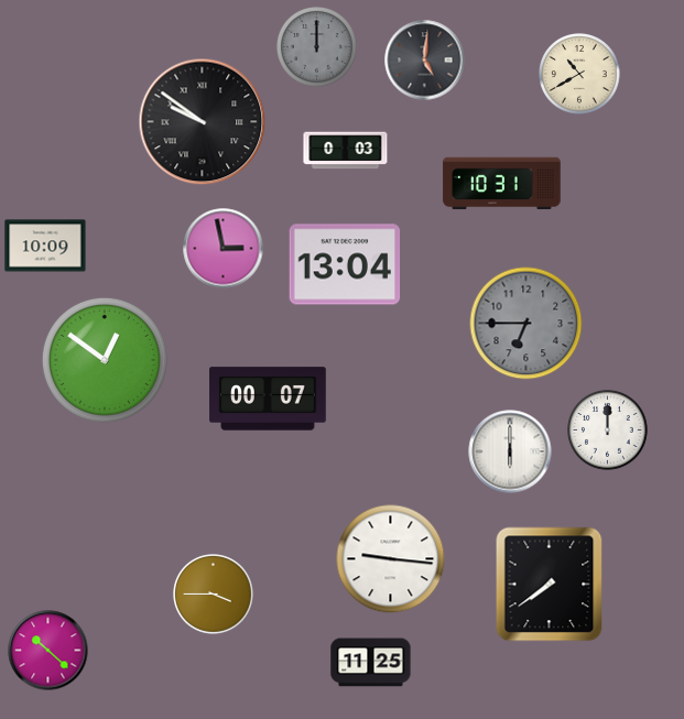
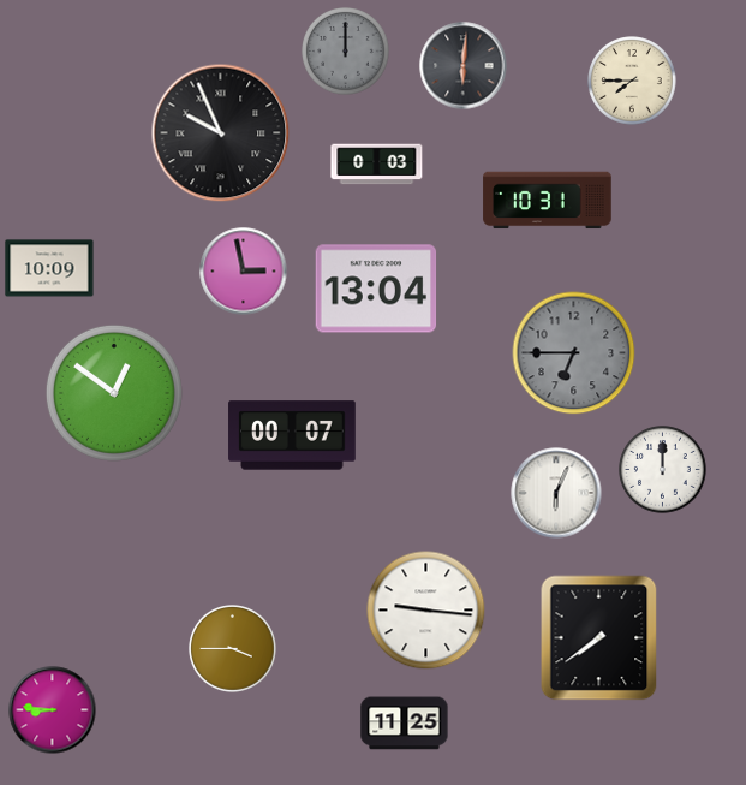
clock at (425, 61): 5:01 -> 6:01
clock at (579, 74): 10:40 -> 7:45
clock at (203, 122): 9:51 -> 9:56
clock at (510, 451): 6:00 -> 6:04
clock at (48, 651): 10:22 -> 8:46
